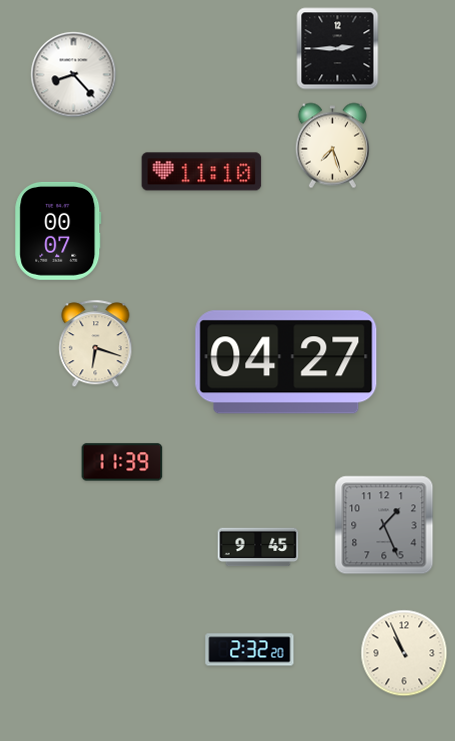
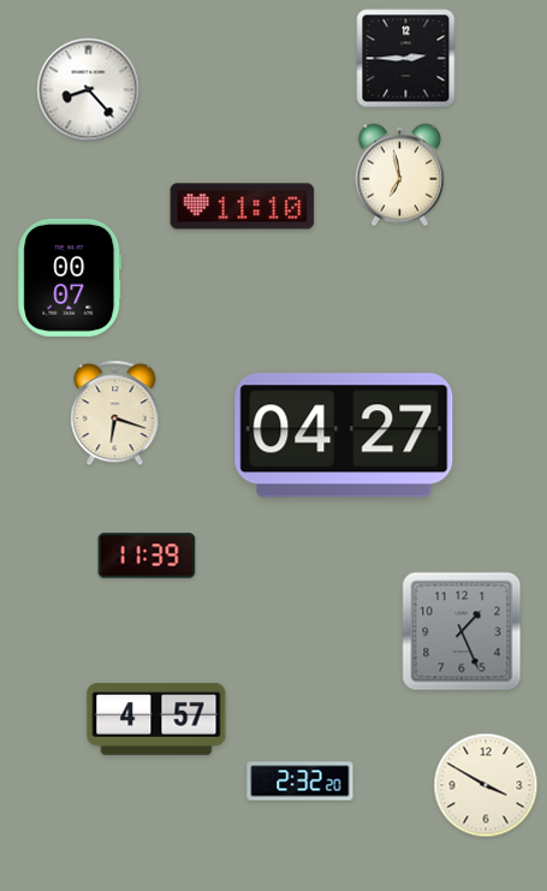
clock at (332, 146): 7:27 -> 6:58
clock at (258, 547): 9:45 -> none
clock at (156, 719): none -> 4:57
clock at (404, 653): 10:56 -> 3:50
